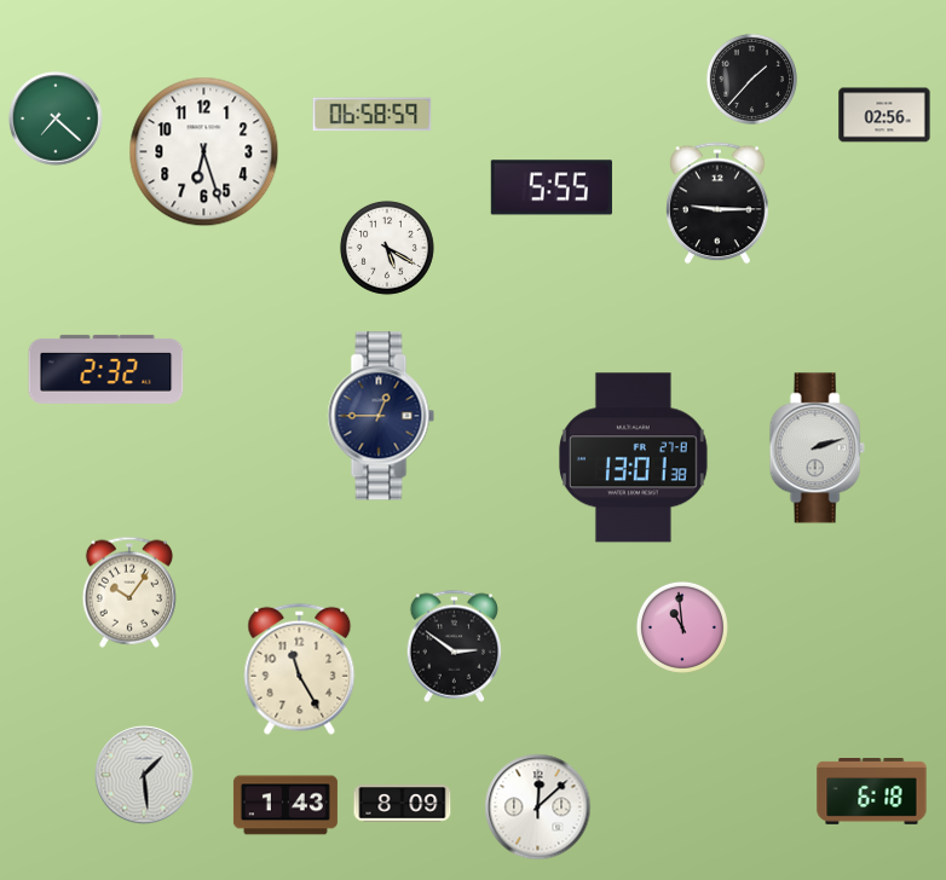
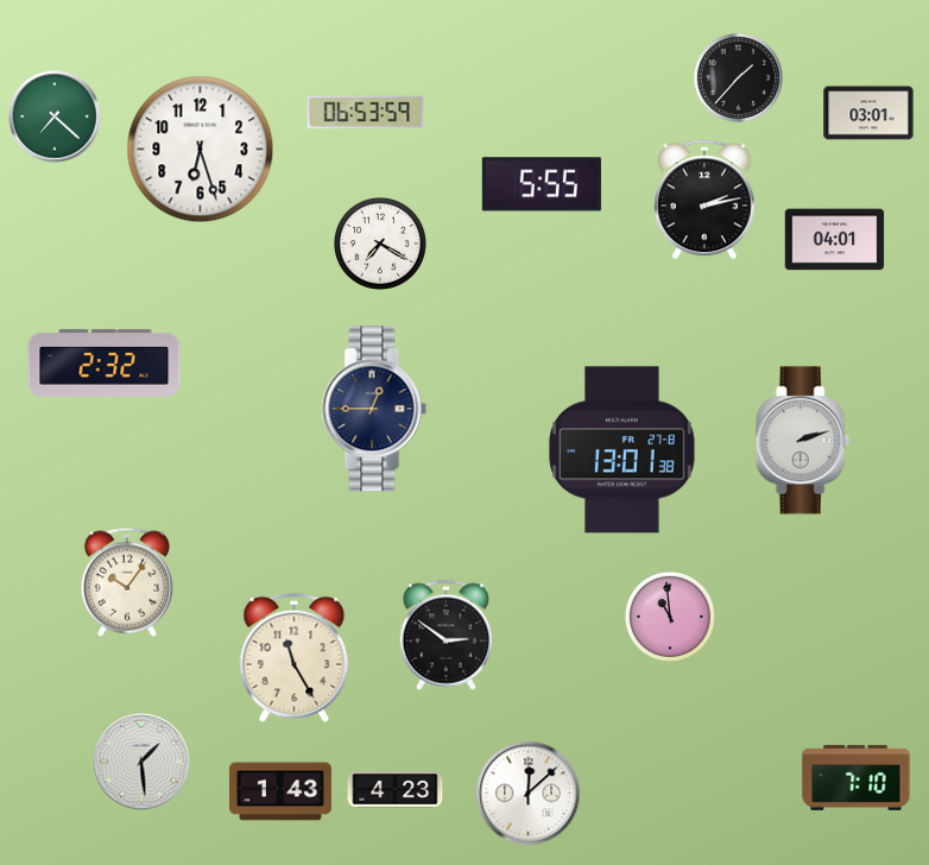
clock at (373, 115): 06:58 -> 06:53
clock at (884, 115): 02:56 -> 03:01
clock at (717, 203): 9:15 -> 2:13
clock at (835, 240): none -> 04:01
clock at (387, 248): 5:20 -> 7:20
clock at (872, 792): 6:18 -> 7:10
clock at (403, 804): 8:09 -> 4:23
